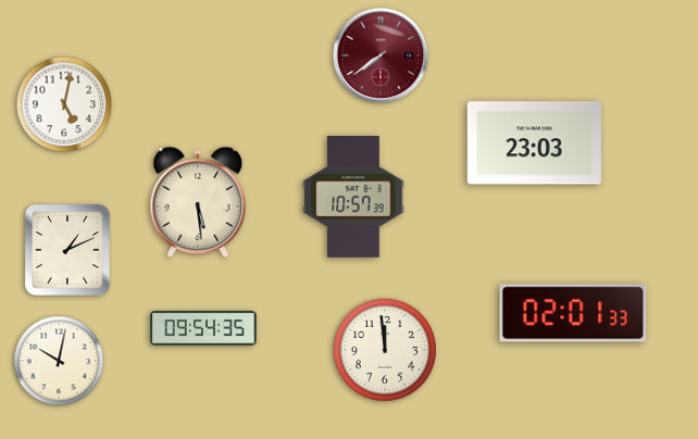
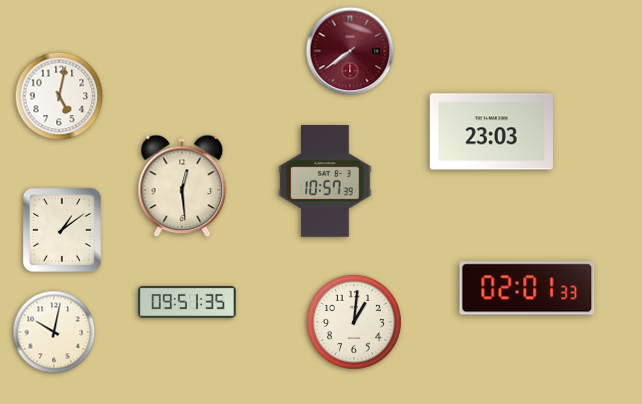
clock at (198, 202): 5:29 -> 12:29
clock at (67, 250): 1:11 -> 1:09
clock at (203, 328): 09:54 -> 09:51
clock at (385, 350): 11:59 -> 1:01
